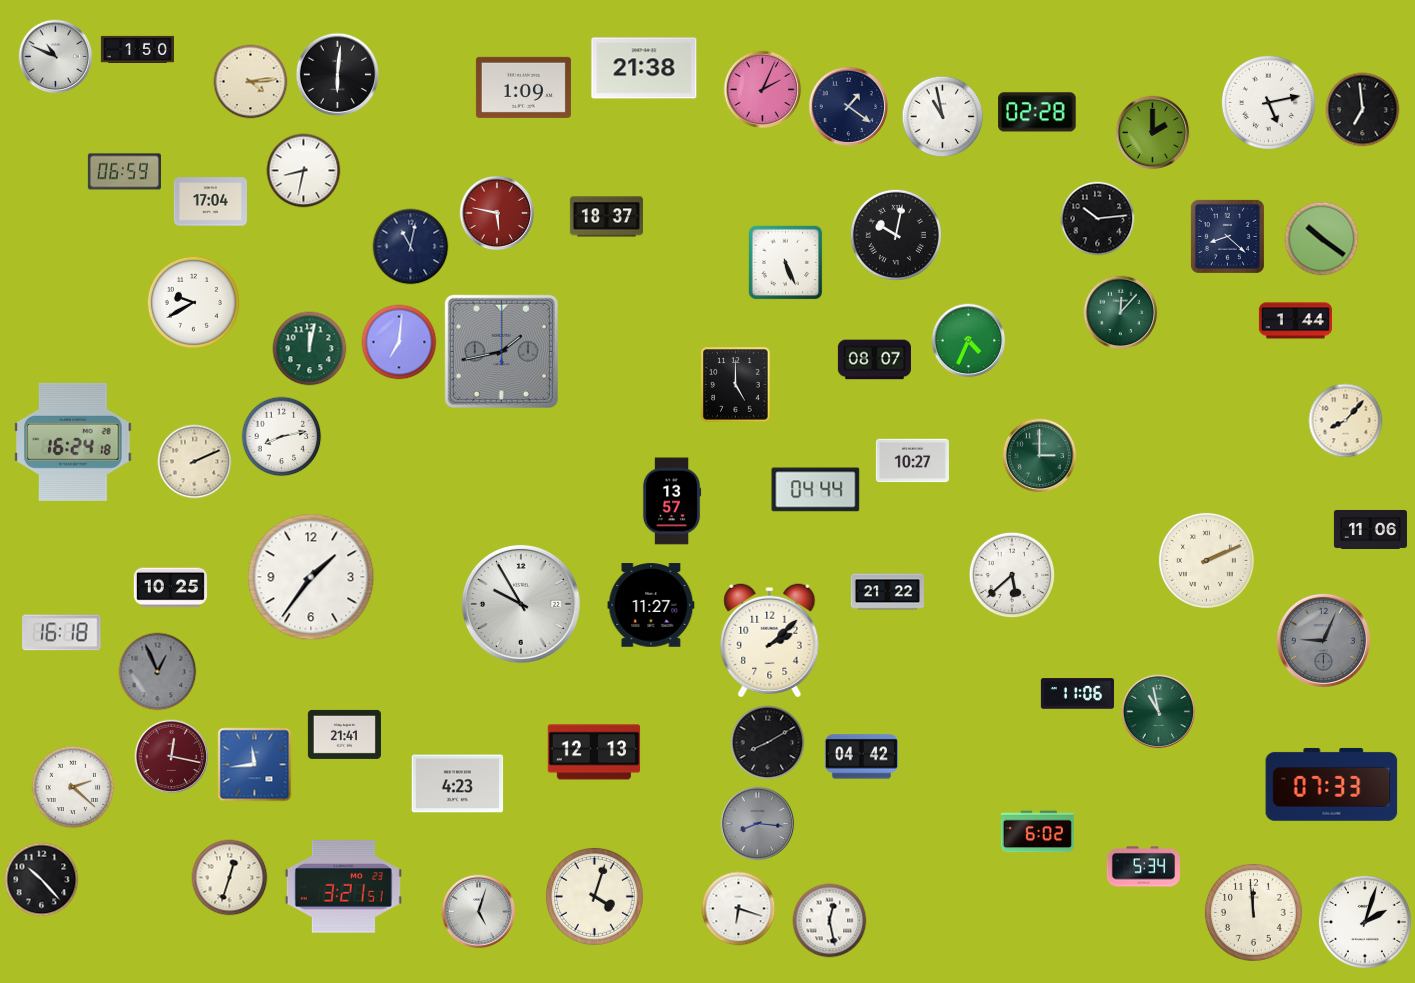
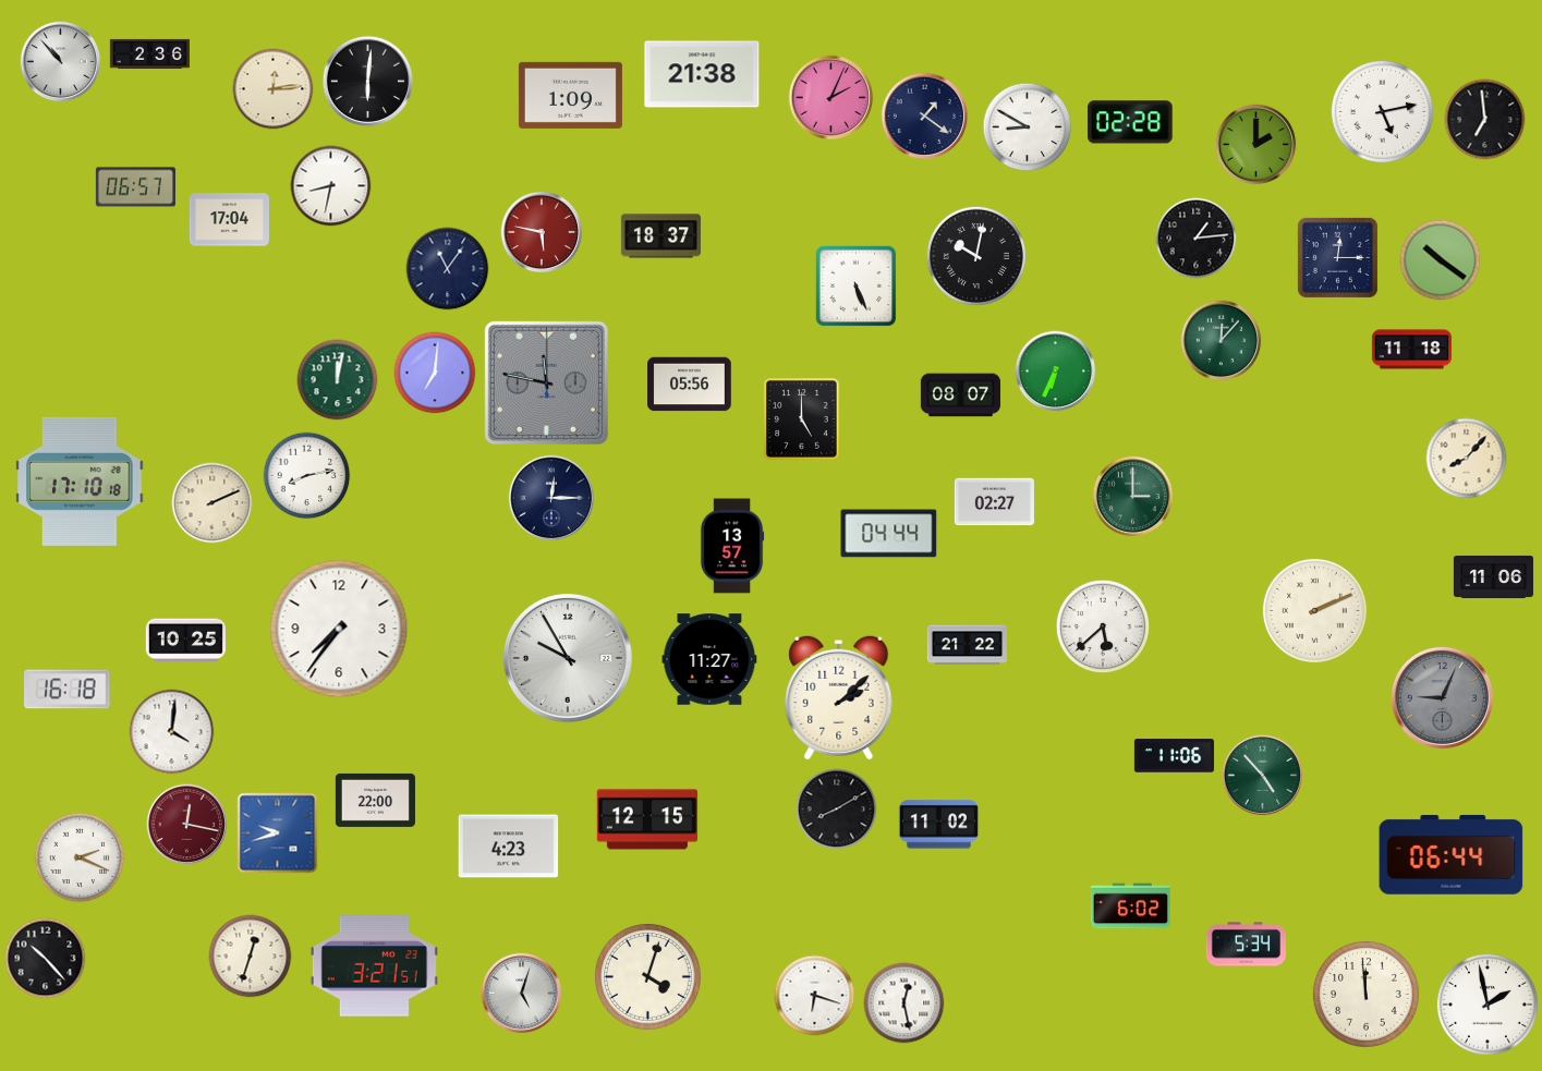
clock at (137, 49): 1:50 -> 2:36
clock at (56, 57): 10:49 -> 10:53
clock at (251, 82): 4:14 -> 12:14
clock at (943, 117): 10:58 -> 8:50
clock at (124, 172): 06:59 -> 06:57
clock at (1098, 219): 10:14 -> 1:14
clock at (1227, 236): 8:22 -> 12:15
clock at (411, 247): 11:02 -> 11:06
clock at (193, 302): 9:40 -> none
clock at (1295, 321): 1:44 -> 11:18
clock at (969, 341): 4:34 -> 6:34
clock at (501, 351): 1:43 -> 11:47
clock at (690, 385): none -> 05:56
clock at (874, 360) position: (874, 360) -> (960, 395)
clock at (73, 442): 16:24 -> 17:10
clock at (551, 498): none -> 12:15
clock at (912, 461): 10:27 -> 02:27
clock at (311, 577): 1:36 -> 7:36
clock at (158, 672): 12:56 -> 4:01
clock at (158, 672) dial: grey -> white
clock at (1159, 712): 10:58 -> 4:53
clock at (344, 734): 21:41 -> 22:00
clock at (594, 752): 12:13 -> 12:15
clock at (861, 757): 04:42 -> 11:02
clock at (255, 765): 11:44 -> 9:42
clock at (458, 784) position: (458, 784) -> (509, 847)
clock at (1332, 784): 07:33 -> 06:44
clock at (73, 787): 2:22 -> 2:19
clock at (758, 824): 8:16 -> none
clock at (739, 909) position: (739, 909) -> (815, 996)
clock at (1365, 922): 2:03 -> 1:58
